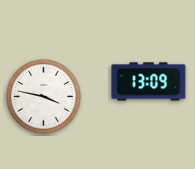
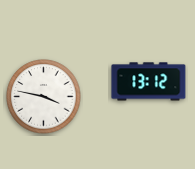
clock at (149, 82): 13:09 -> 13:12
